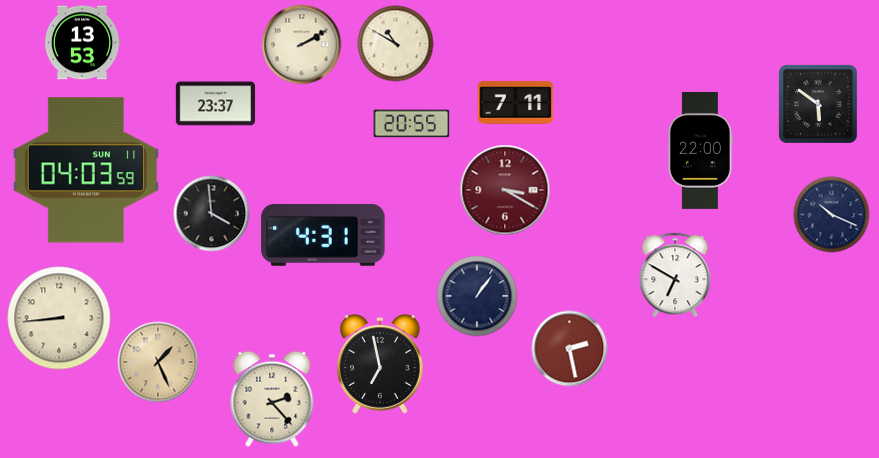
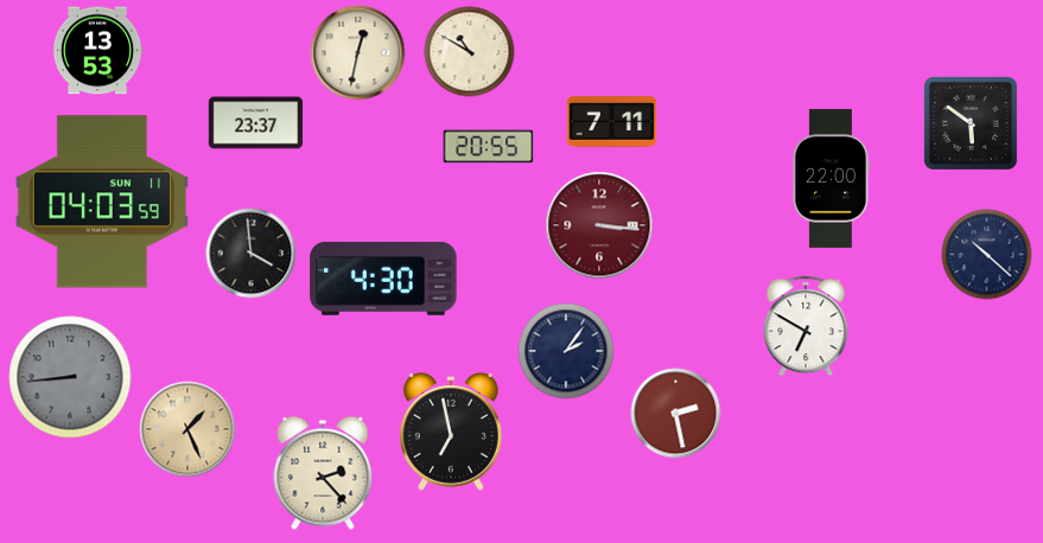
clock at (302, 45): 2:10 -> 12:32
clock at (505, 190): 3:20 -> 3:16
clock at (832, 215): 10:19 -> 10:22
clock at (323, 235): 4:31 -> 4:30
clock at (675, 275) position: (675, 275) -> (806, 326)
clock at (477, 296): 1:06 -> 2:06
clock at (59, 318) dial: cream -> grey
